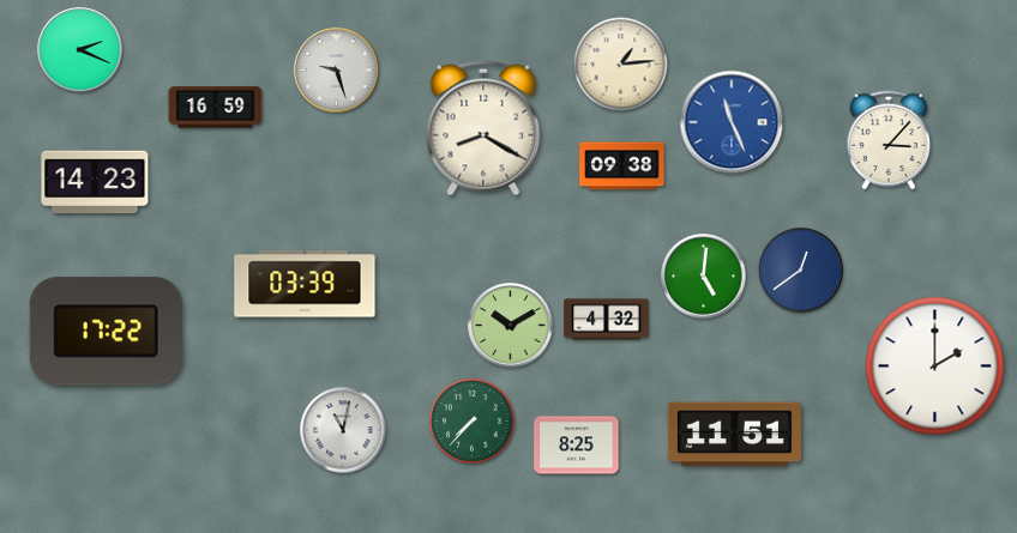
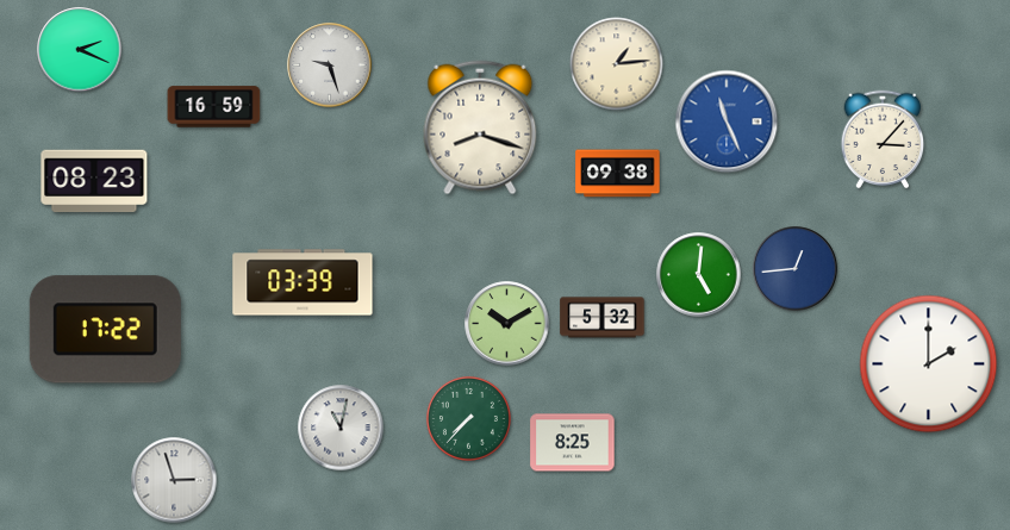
clock at (337, 71) position: (337, 71) -> (330, 66)
clock at (483, 128): 8:20 -> 8:18
clock at (622, 166) position: (622, 166) -> (618, 174)
clock at (95, 182): 14:23 -> 08:23
clock at (801, 271): 12:39 -> 12:44
clock at (607, 320): 4:32 -> 5:32
clock at (734, 435): 11:51 -> none
clock at (174, 480): none -> 2:57
